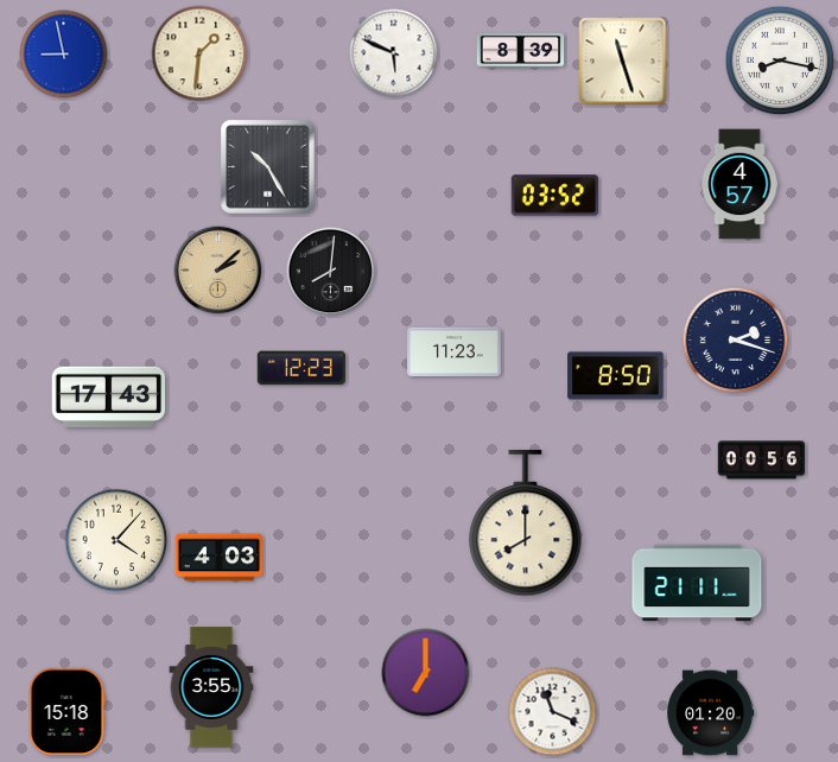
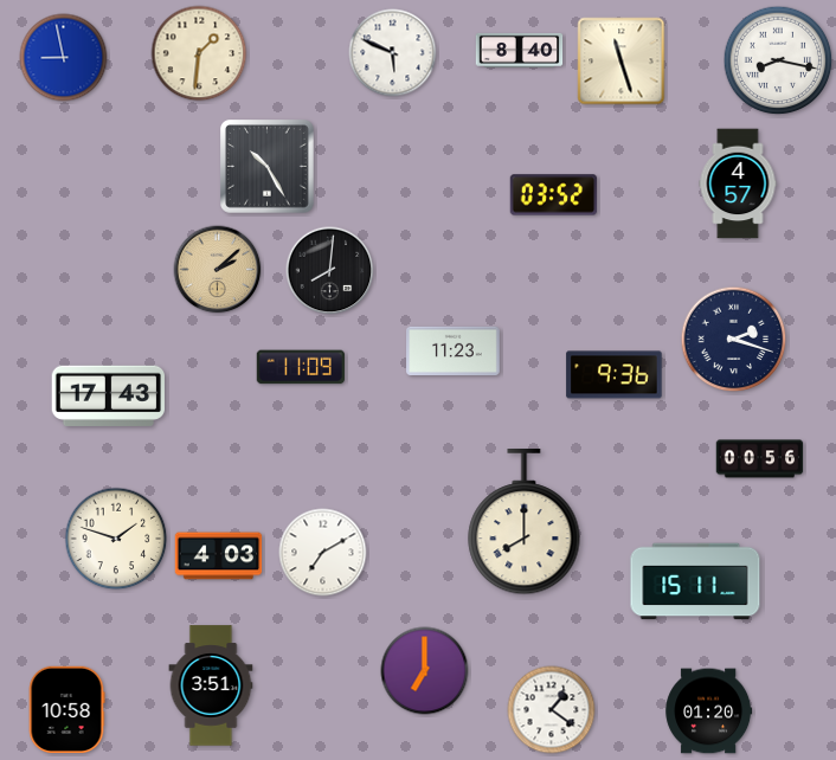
clock at (521, 50): 8:39 -> 8:40
clock at (64, 55) position: (64, 55) -> (64, 58)
clock at (301, 368): 12:23 -> 11:09
clock at (616, 376): 8:50 -> 9:36
clock at (116, 540): 4:07 -> 1:48
clock at (323, 553): none -> 7:10
clock at (697, 583): 21:11 -> 15:11
clock at (211, 687): 3:55 -> 3:51
clock at (66, 712): 15:18 -> 10:58
clock at (553, 712): 11:19 -> 1:21
